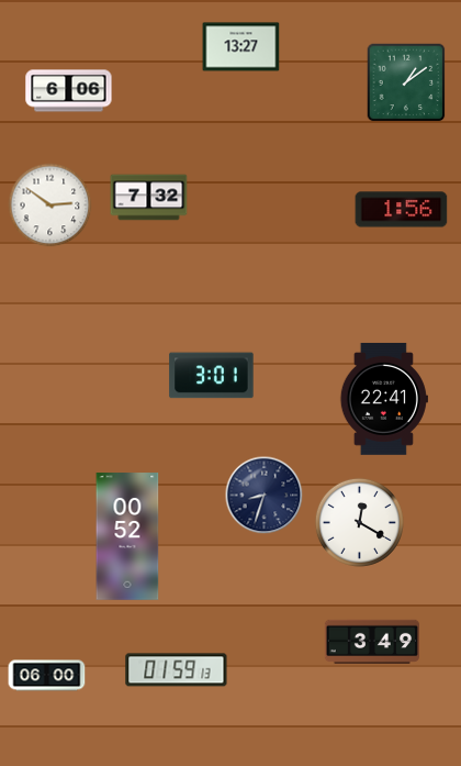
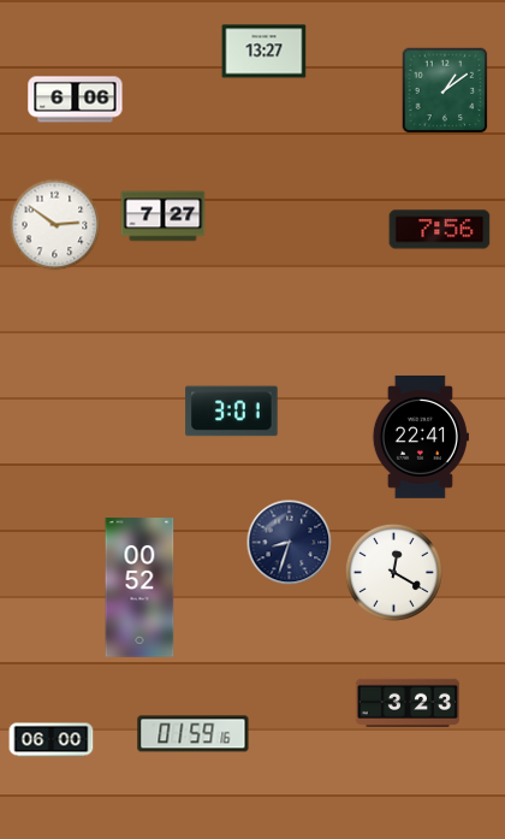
clock at (149, 198): 7:32 -> 7:27
clock at (402, 210): 1:56 -> 7:56
clock at (371, 641): 3:49 -> 3:23
clock at (177, 670): 01:59:13 -> 01:59:16
